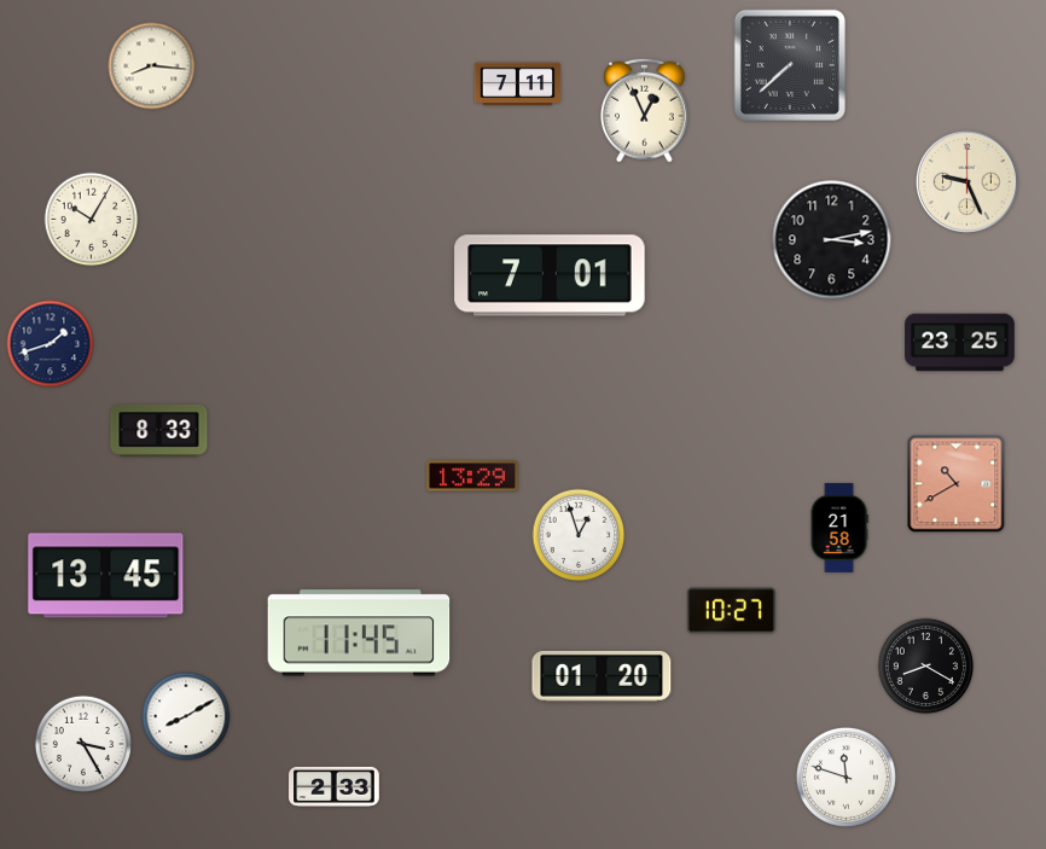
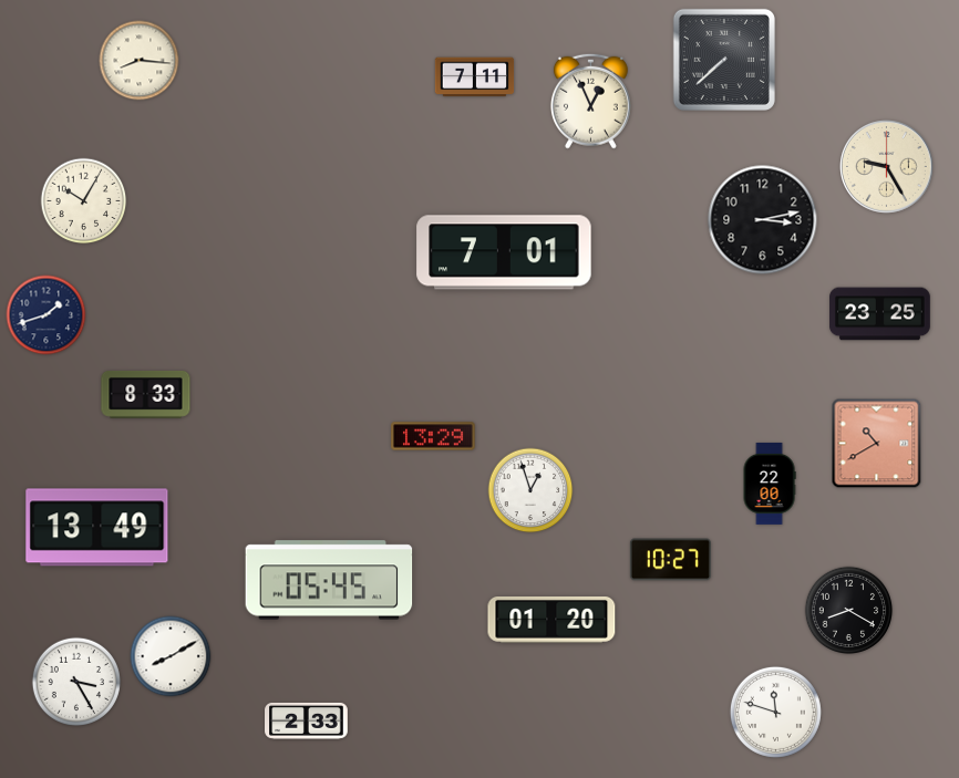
clock at (967, 182): 9:26 -> 9:25
clock at (839, 528): 21:58 -> 22:00
clock at (106, 576): 13:45 -> 13:49
clock at (359, 633): 11:45 -> 05:45
